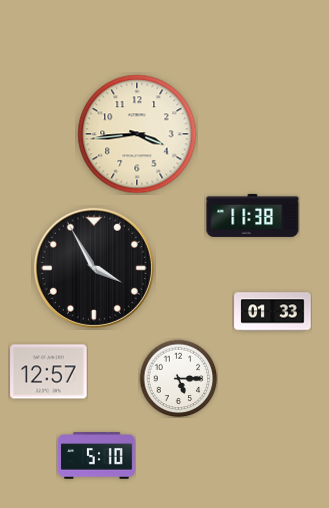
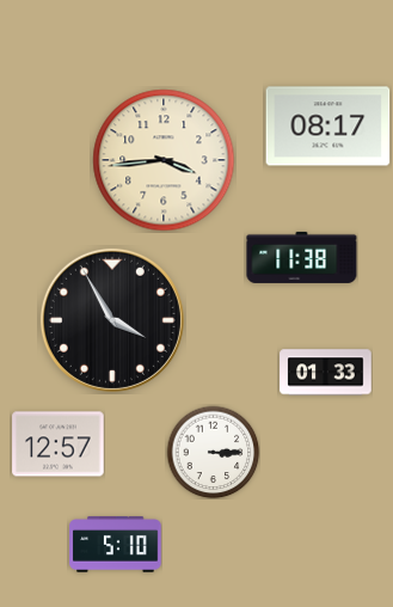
clock at (328, 127): none -> 08:17
clock at (178, 378): 5:15 -> 3:15
